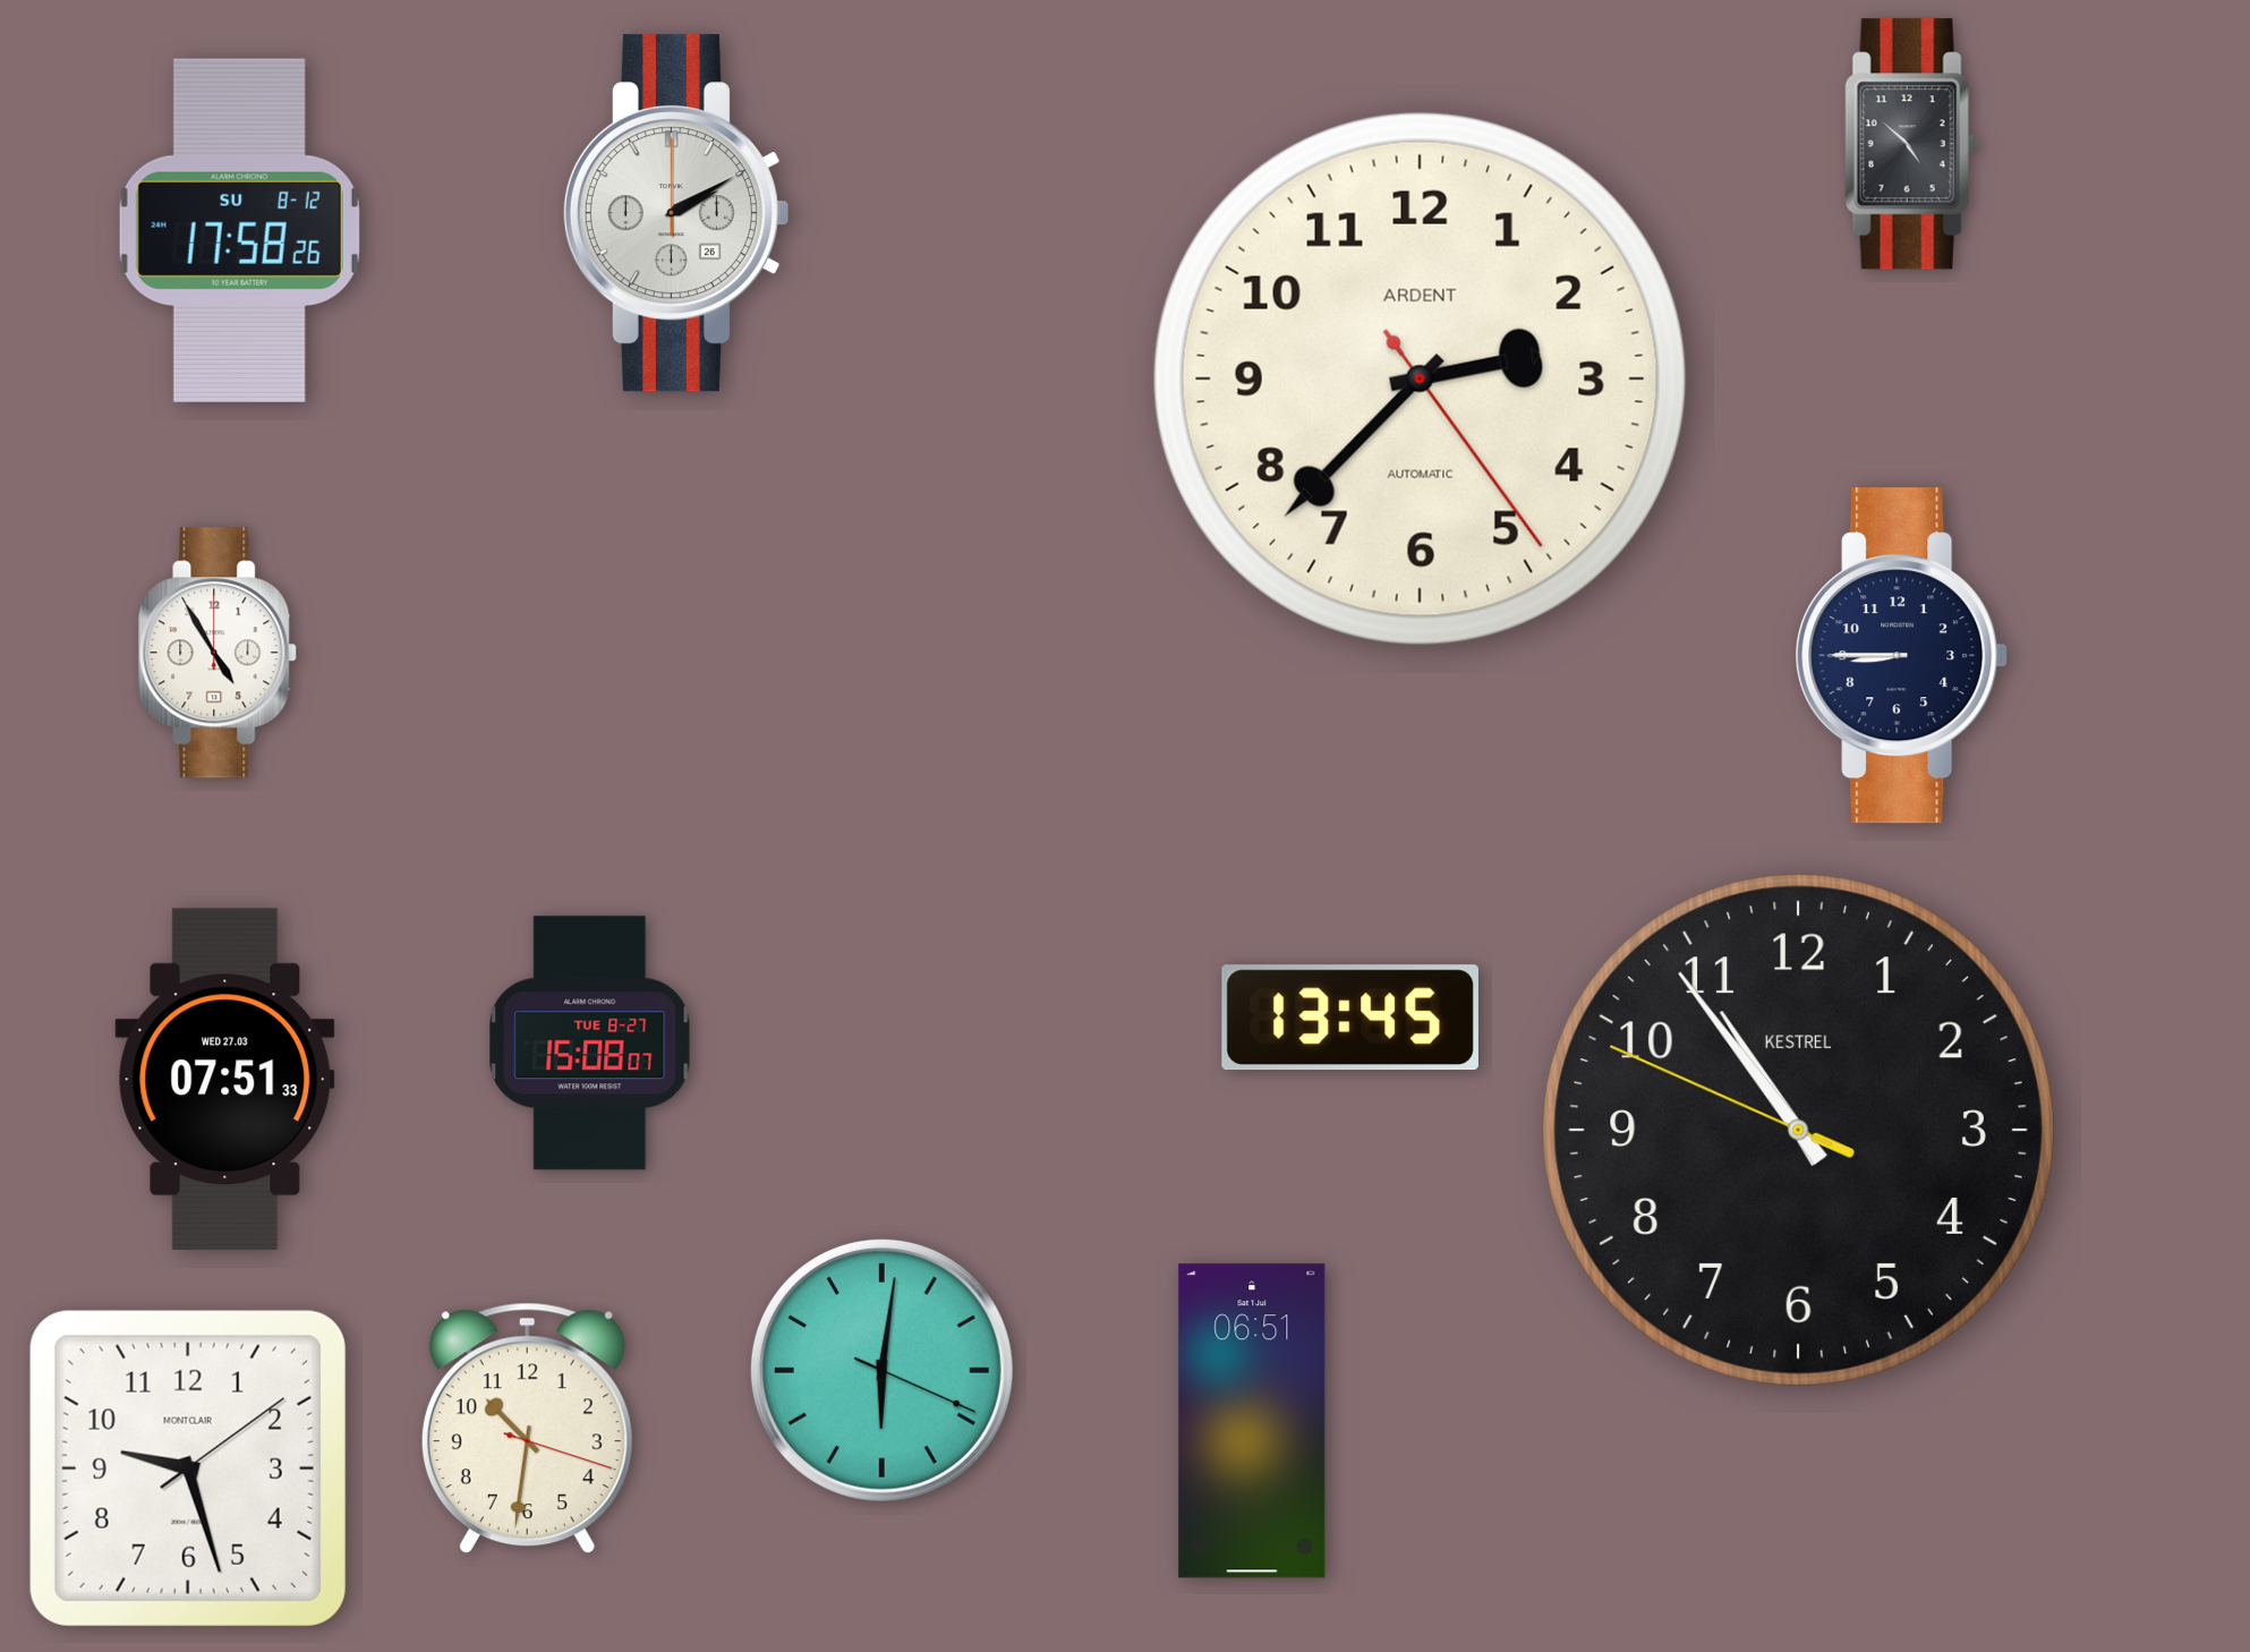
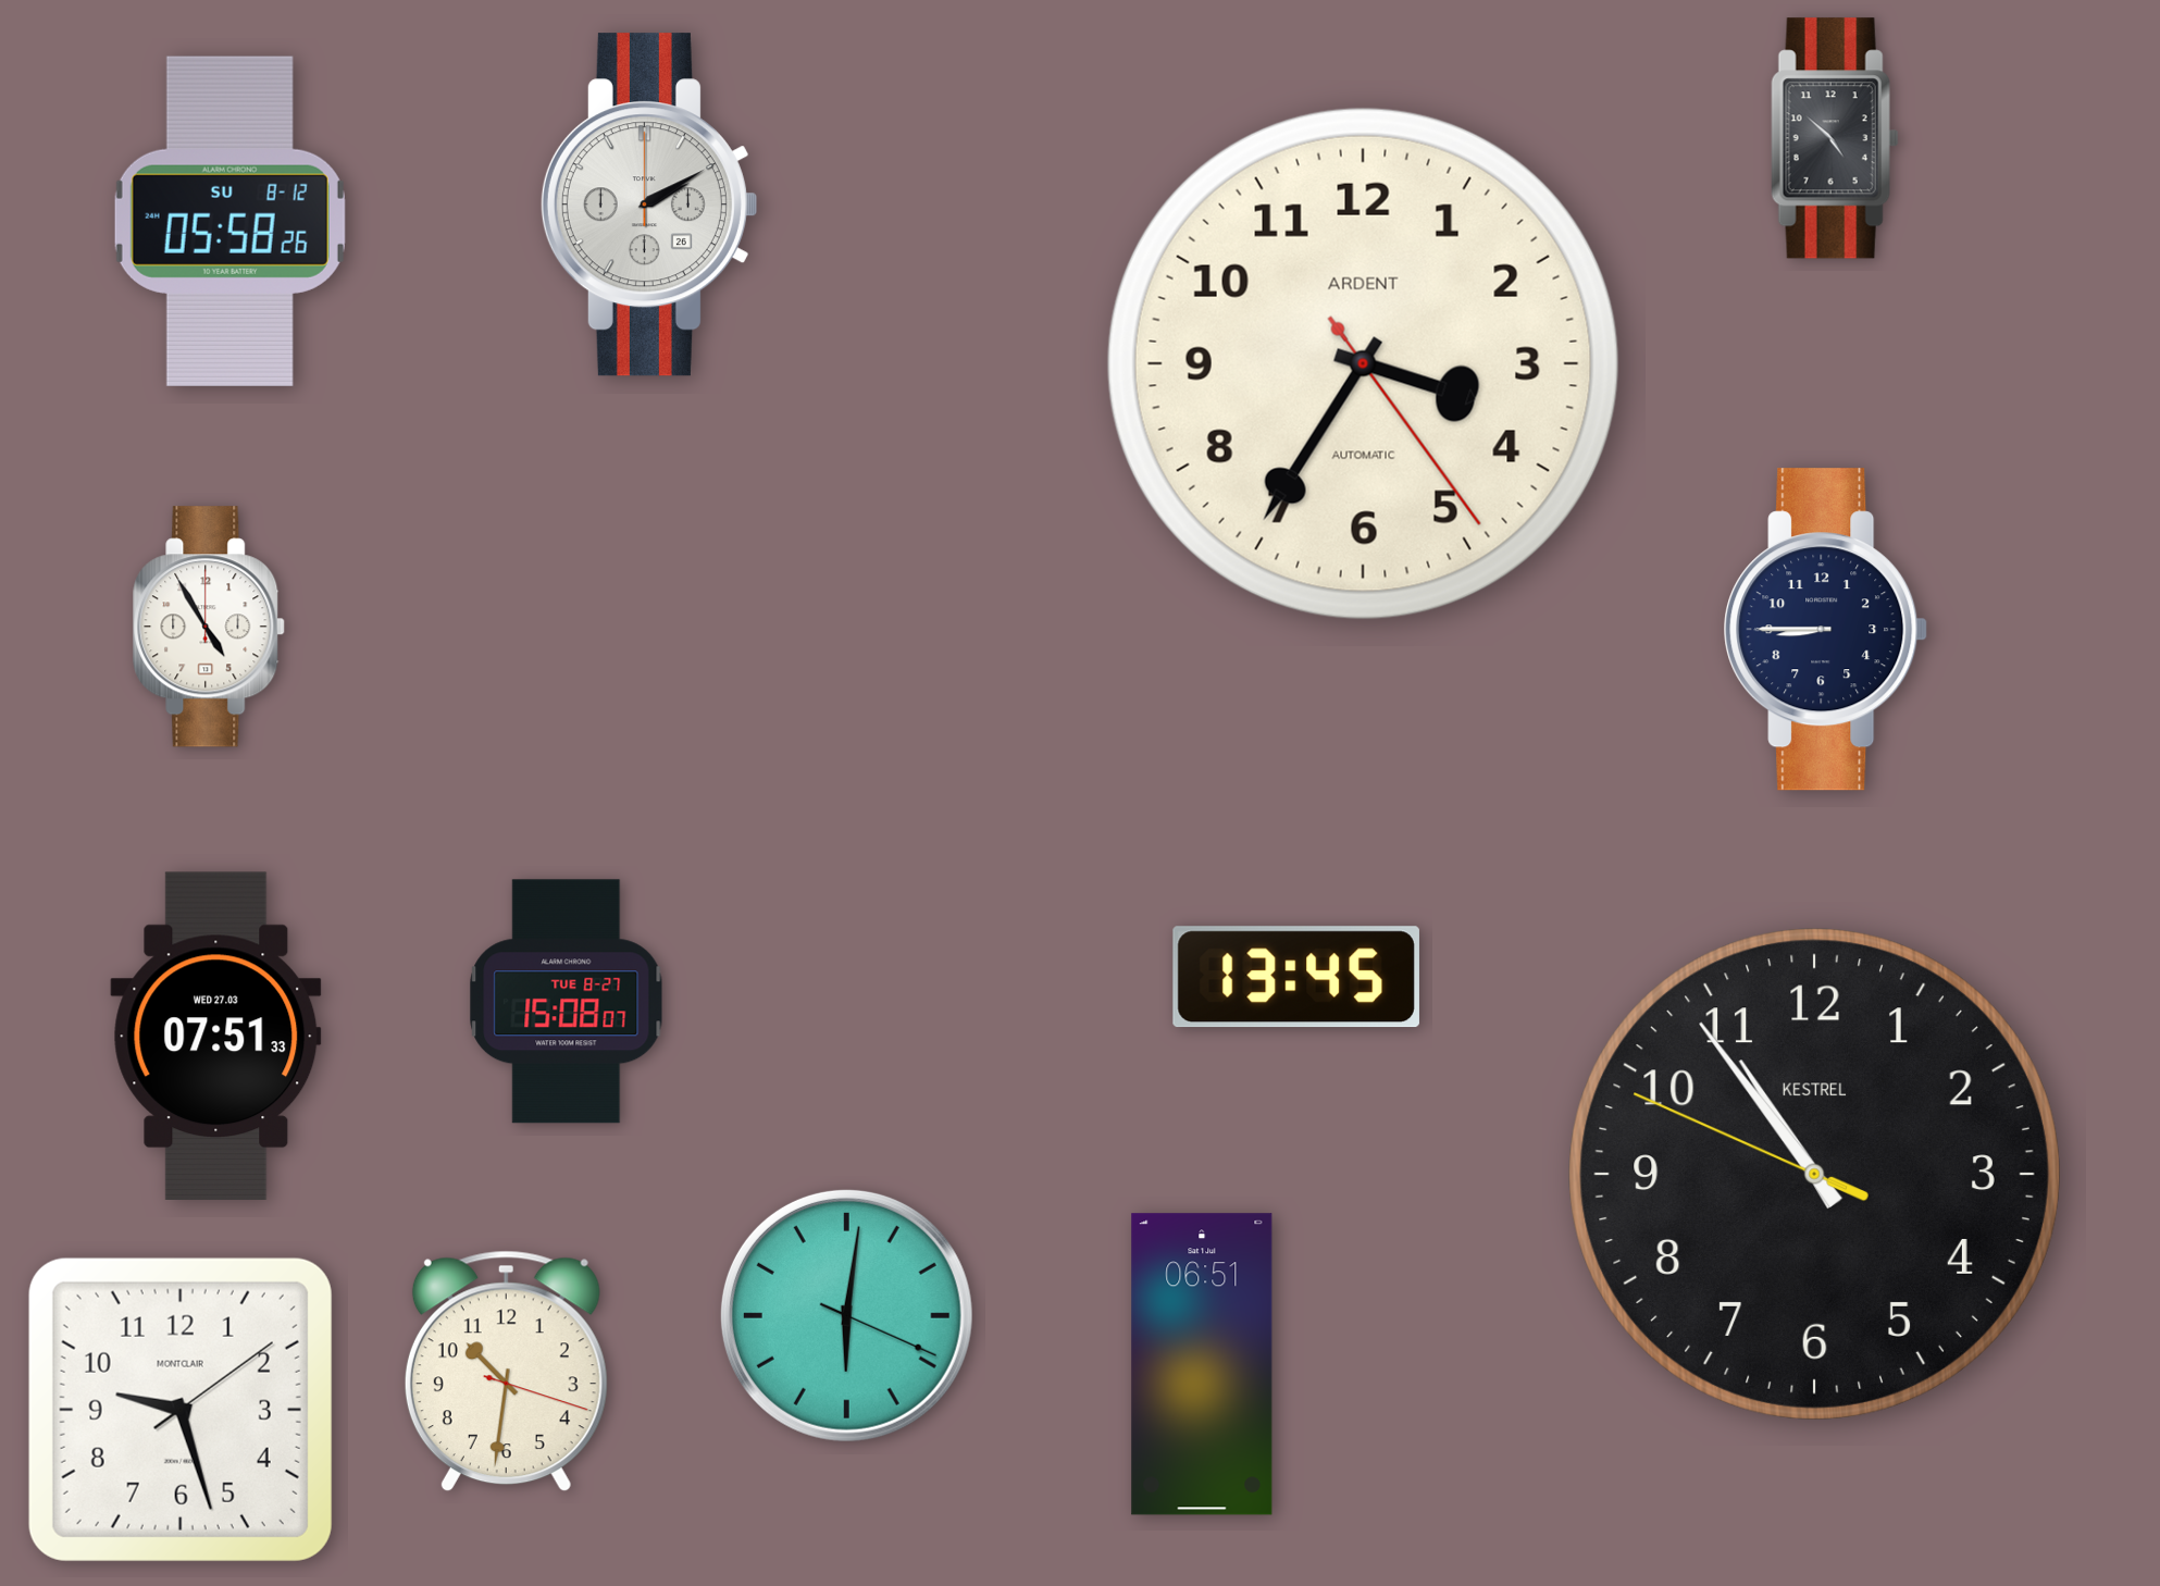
clock at (239, 230): 17:58 -> 05:58
clock at (1420, 378): 2:37 -> 3:35
clock at (1798, 1130) position: (1798, 1130) -> (1814, 1174)
